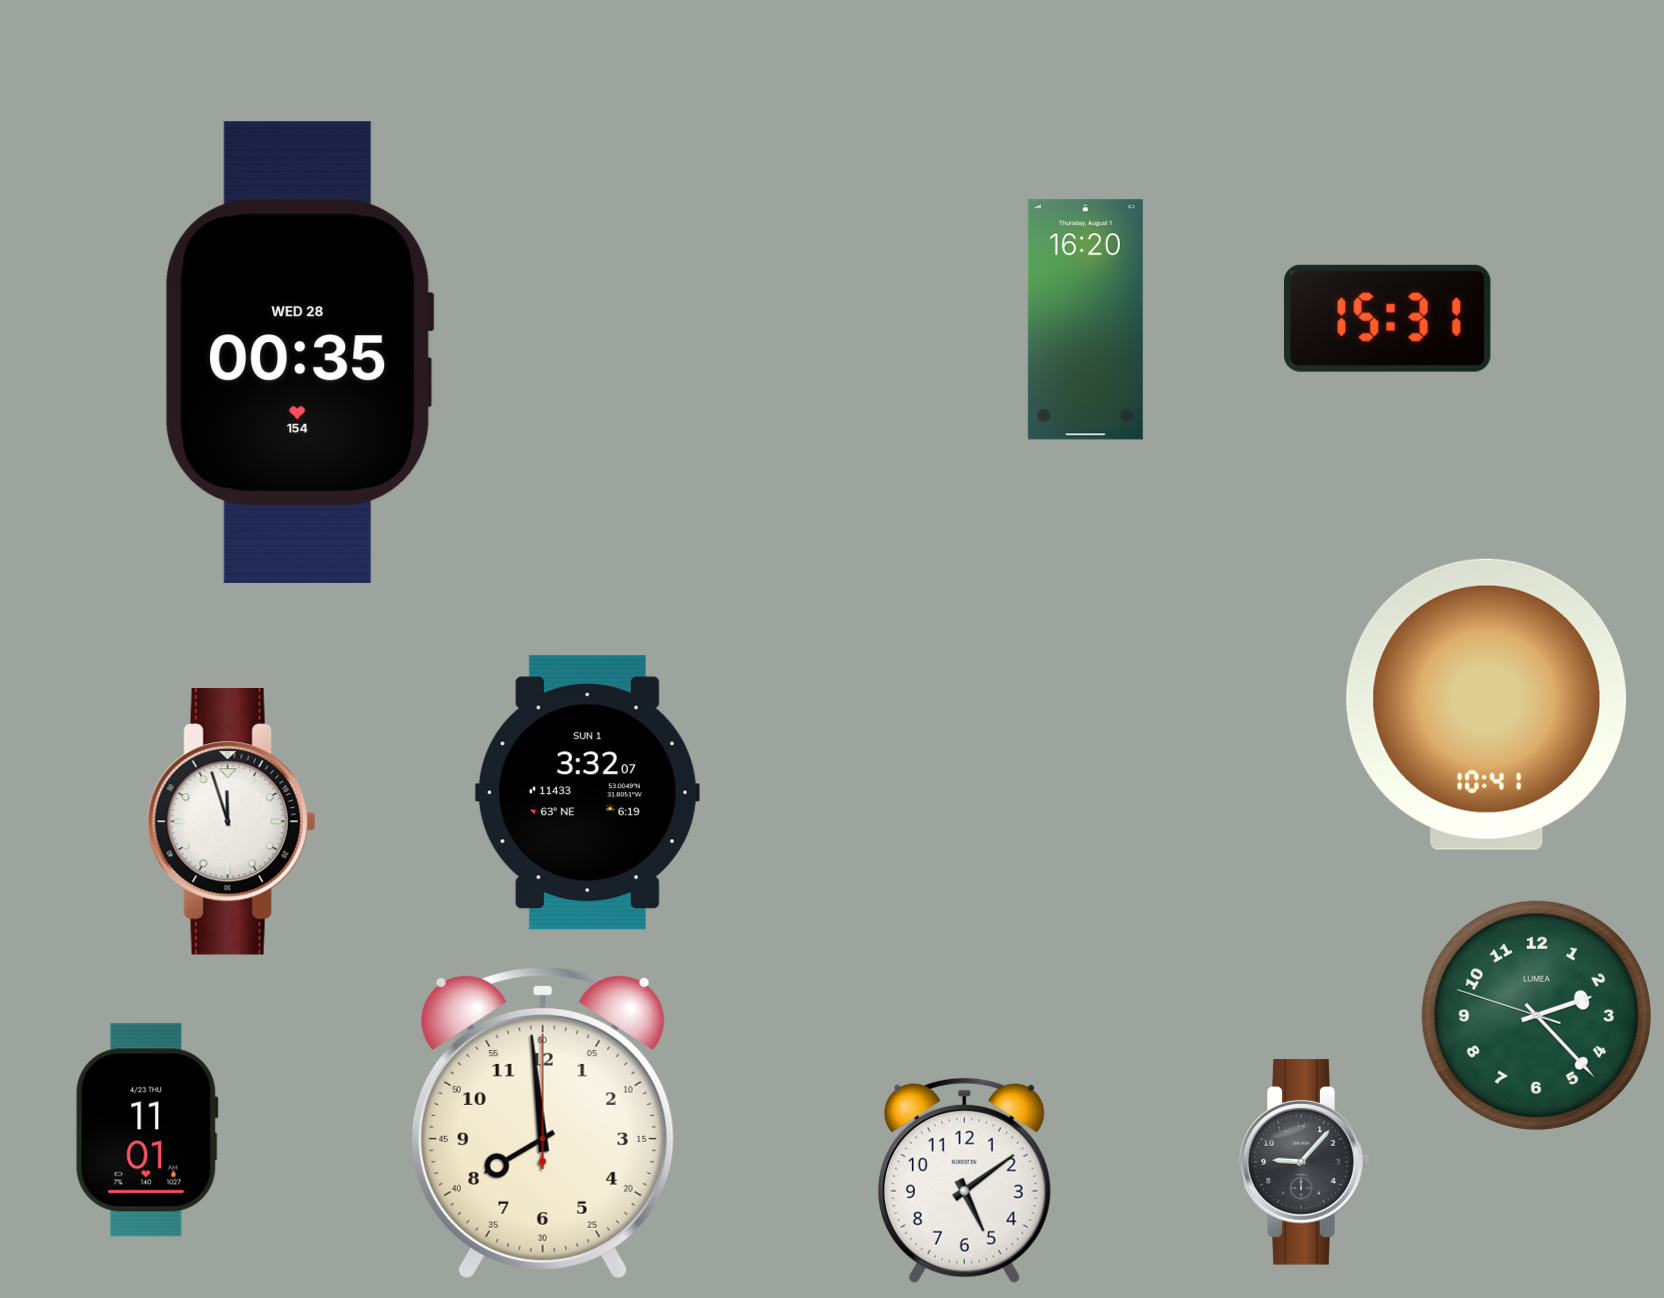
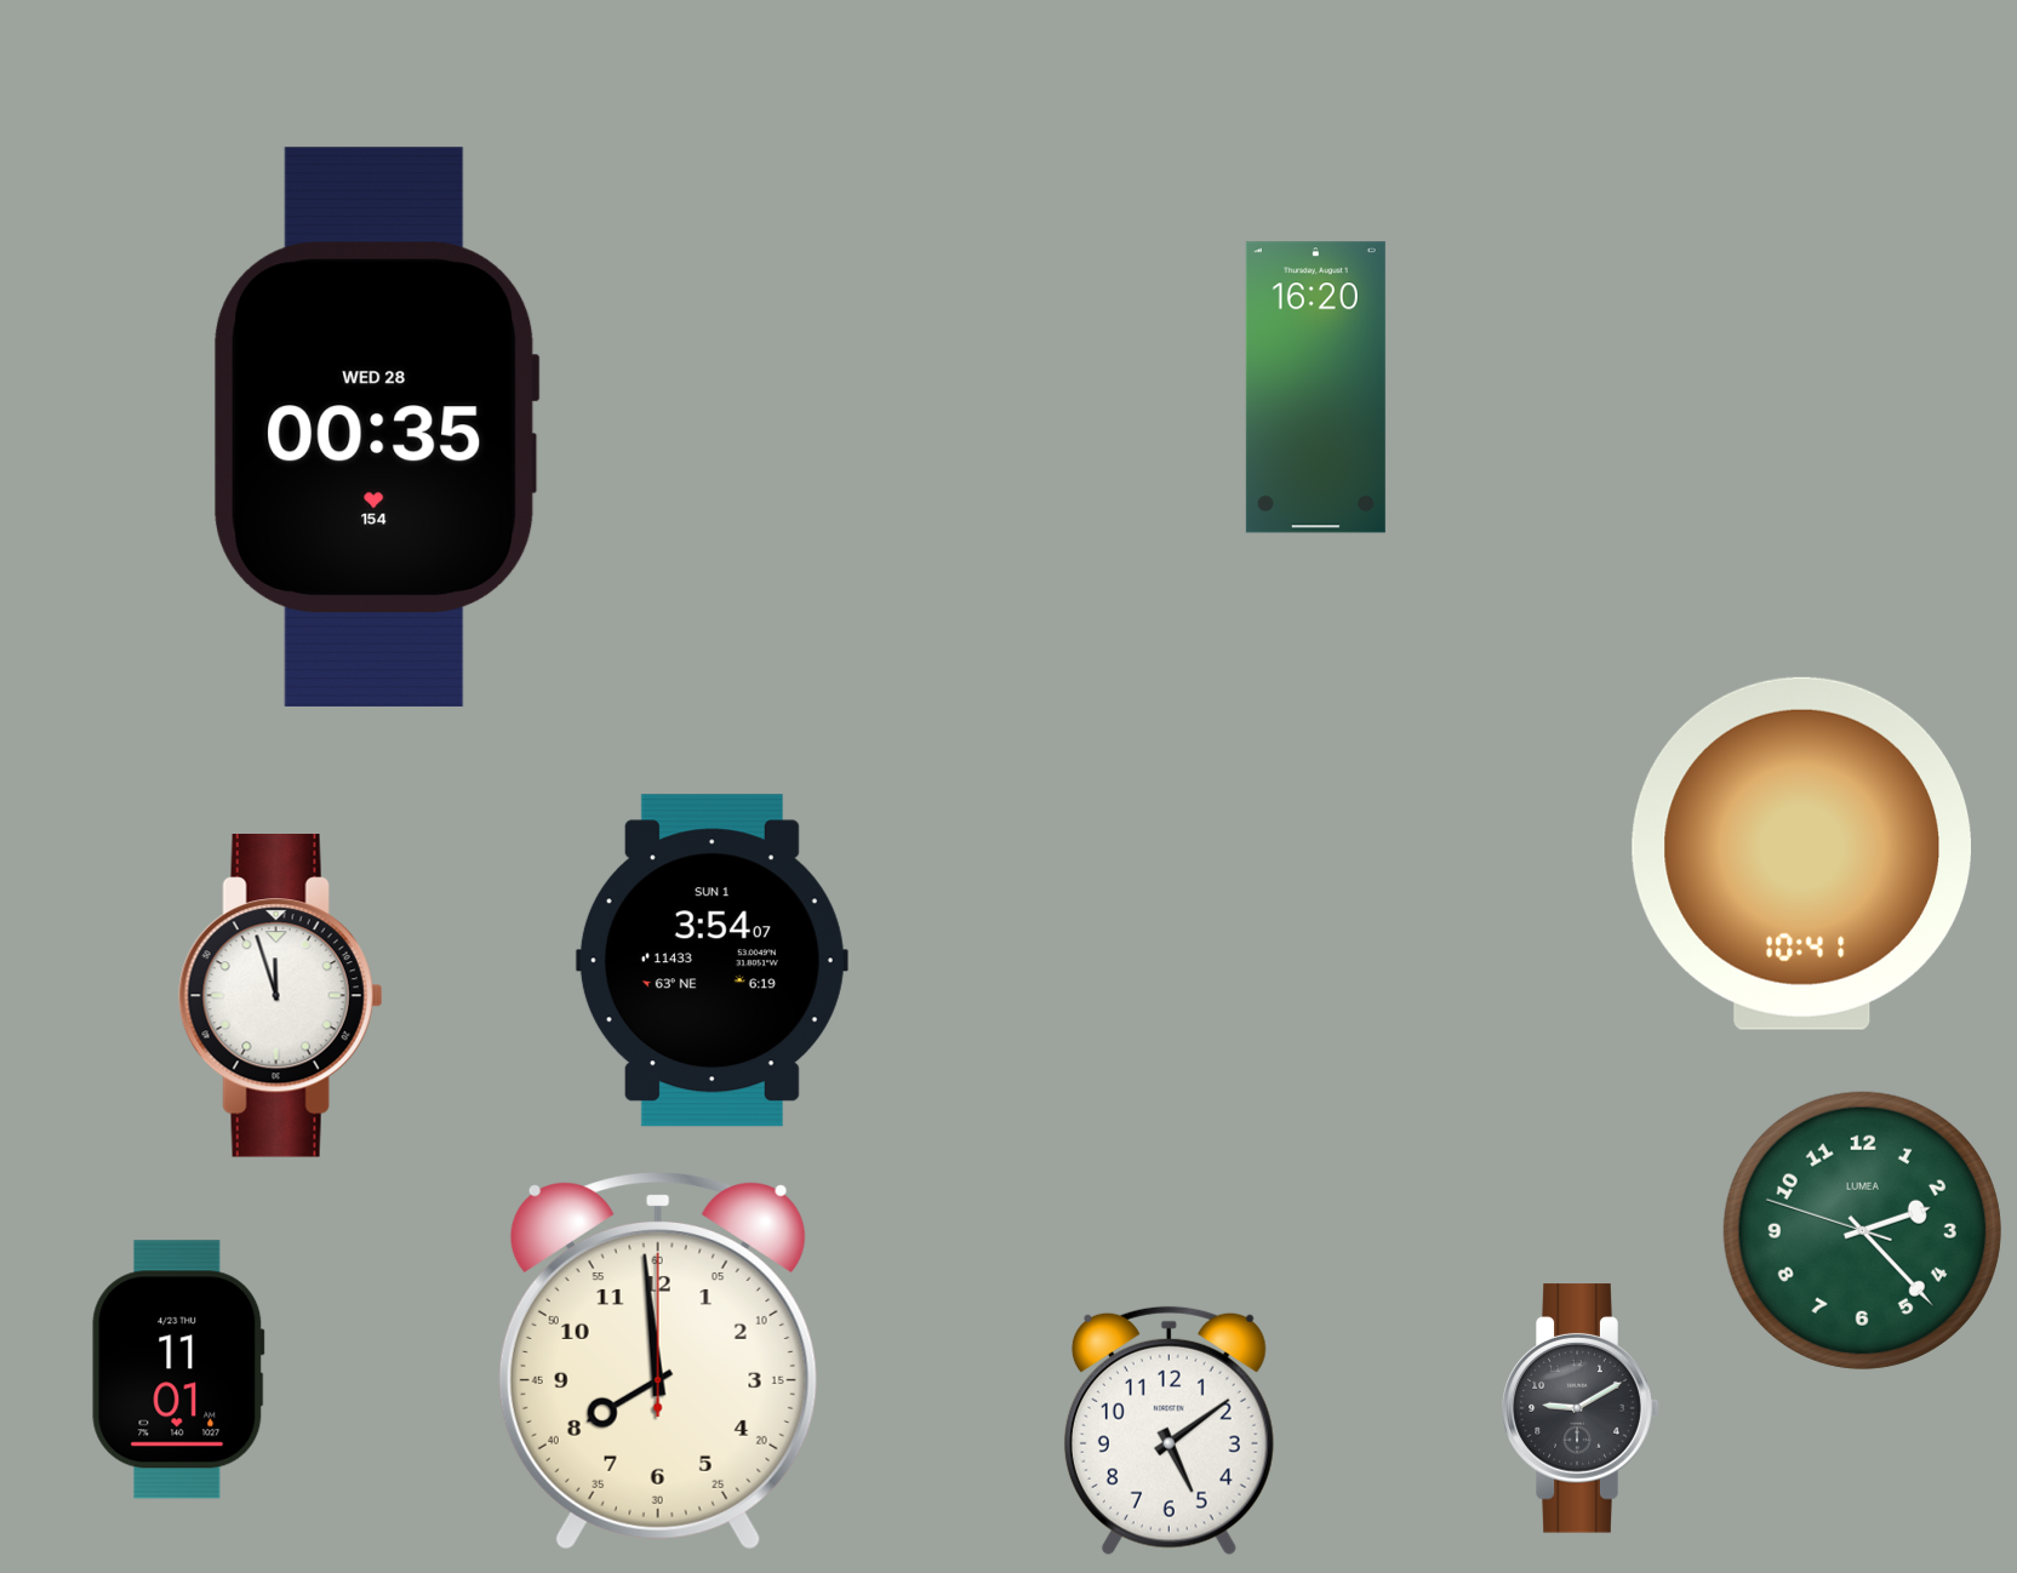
clock at (1387, 318): 15:31 -> none
clock at (299, 352) position: (299, 352) -> (376, 427)
clock at (587, 793): 3:32 -> 3:54
clock at (1304, 1162): 9:07 -> 9:10
